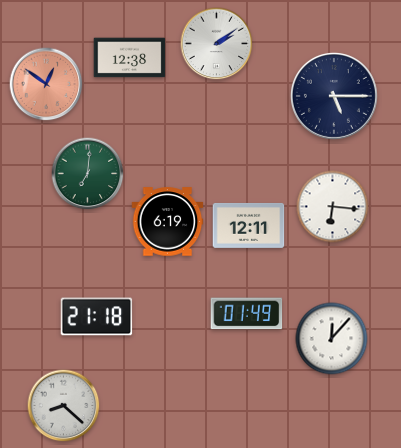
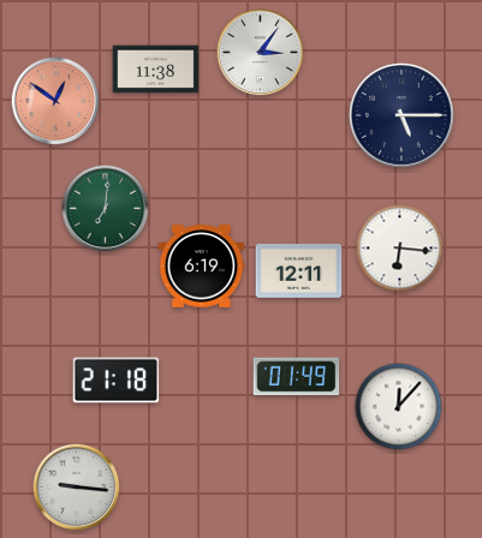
clock at (217, 44): 2:09 -> 3:06
clock at (130, 58): 12:38 -> 11:38
clock at (64, 406): 8:22 -> 9:16
